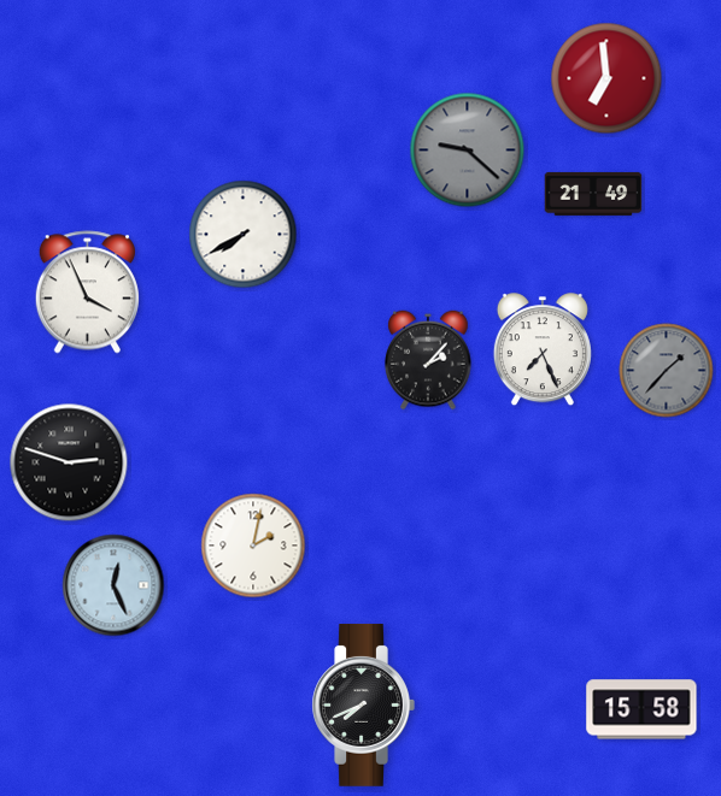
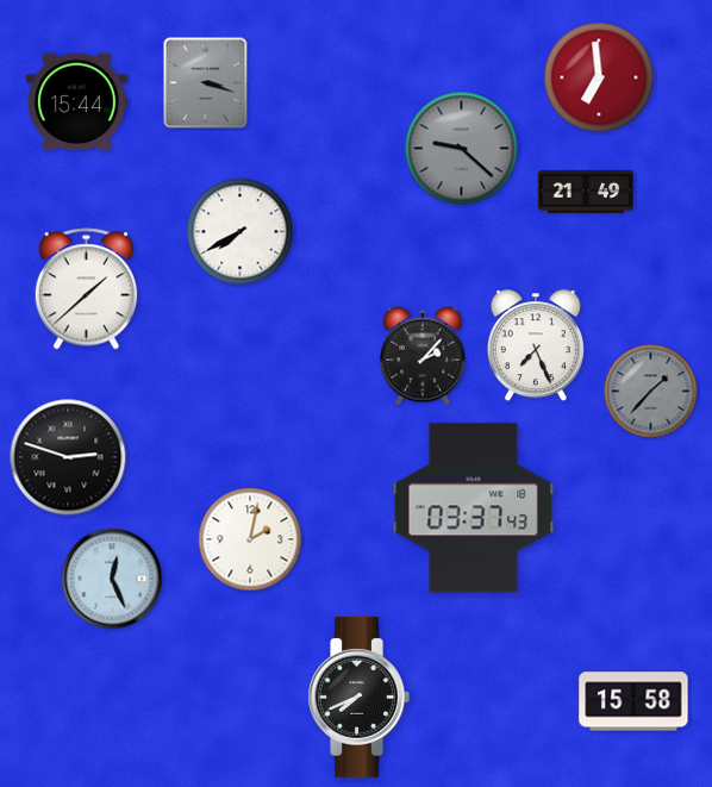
clock at (206, 83): none -> 3:18
clock at (76, 102): none -> 15:44
clock at (87, 293): 3:56 -> 1:38
clock at (667, 371) position: (667, 371) -> (651, 392)
clock at (474, 508): none -> 03:37
